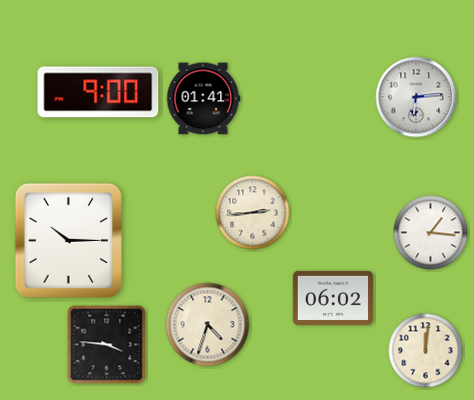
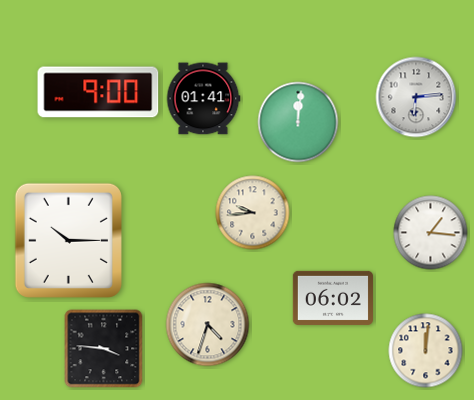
clock at (298, 122): none -> 12:01
clock at (253, 213): 2:44 -> 9:44
clock at (107, 345) position: (107, 345) -> (104, 349)
